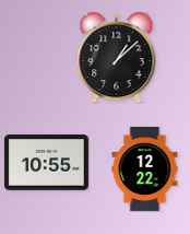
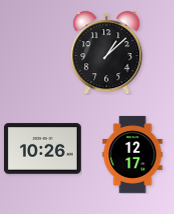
clock at (46, 163): 10:55 -> 10:26
clock at (145, 169): 12:22 -> 12:17
